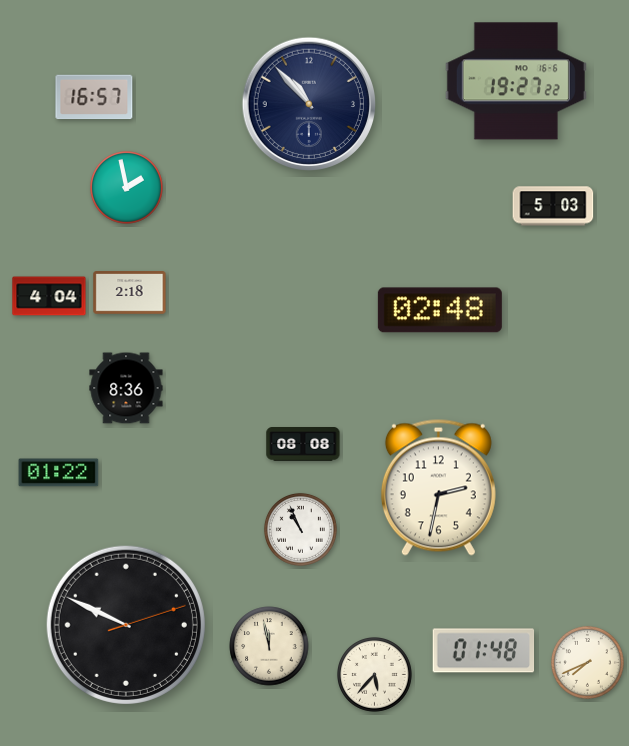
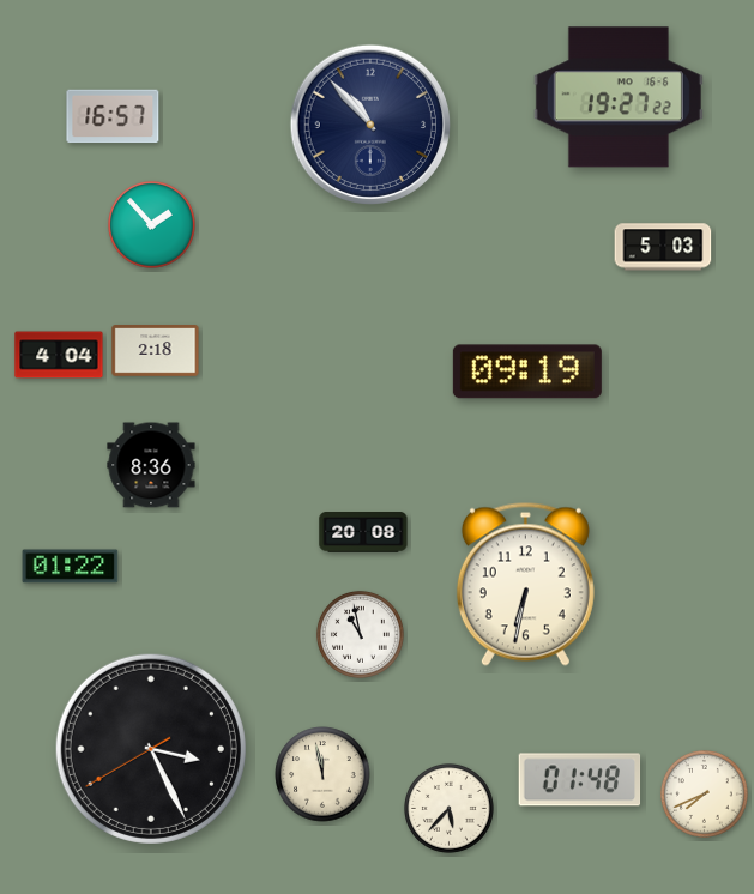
clock at (126, 187): 1:58 -> 1:53
clock at (440, 310): 02:48 -> 09:19
clock at (303, 445): 08:08 -> 20:08
clock at (438, 487): 2:32 -> 6:32
clock at (300, 529): 10:56 -> 10:58
clock at (126, 625): 9:49 -> 3:25
